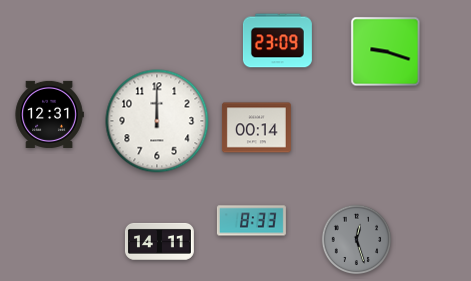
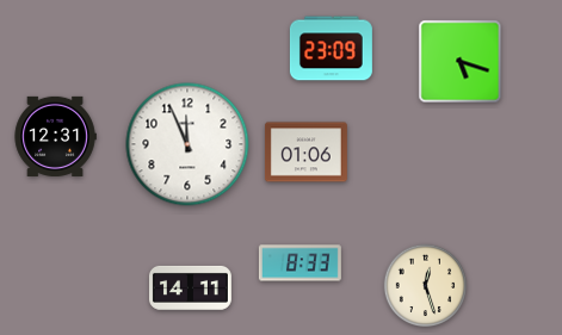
clock at (386, 52): 9:18 -> 5:18
clock at (49, 114) position: (49, 114) -> (55, 136)
clock at (157, 121): 12:00 -> 11:56
clock at (256, 128): 00:14 -> 01:06
clock at (357, 240) dial: grey -> cream
